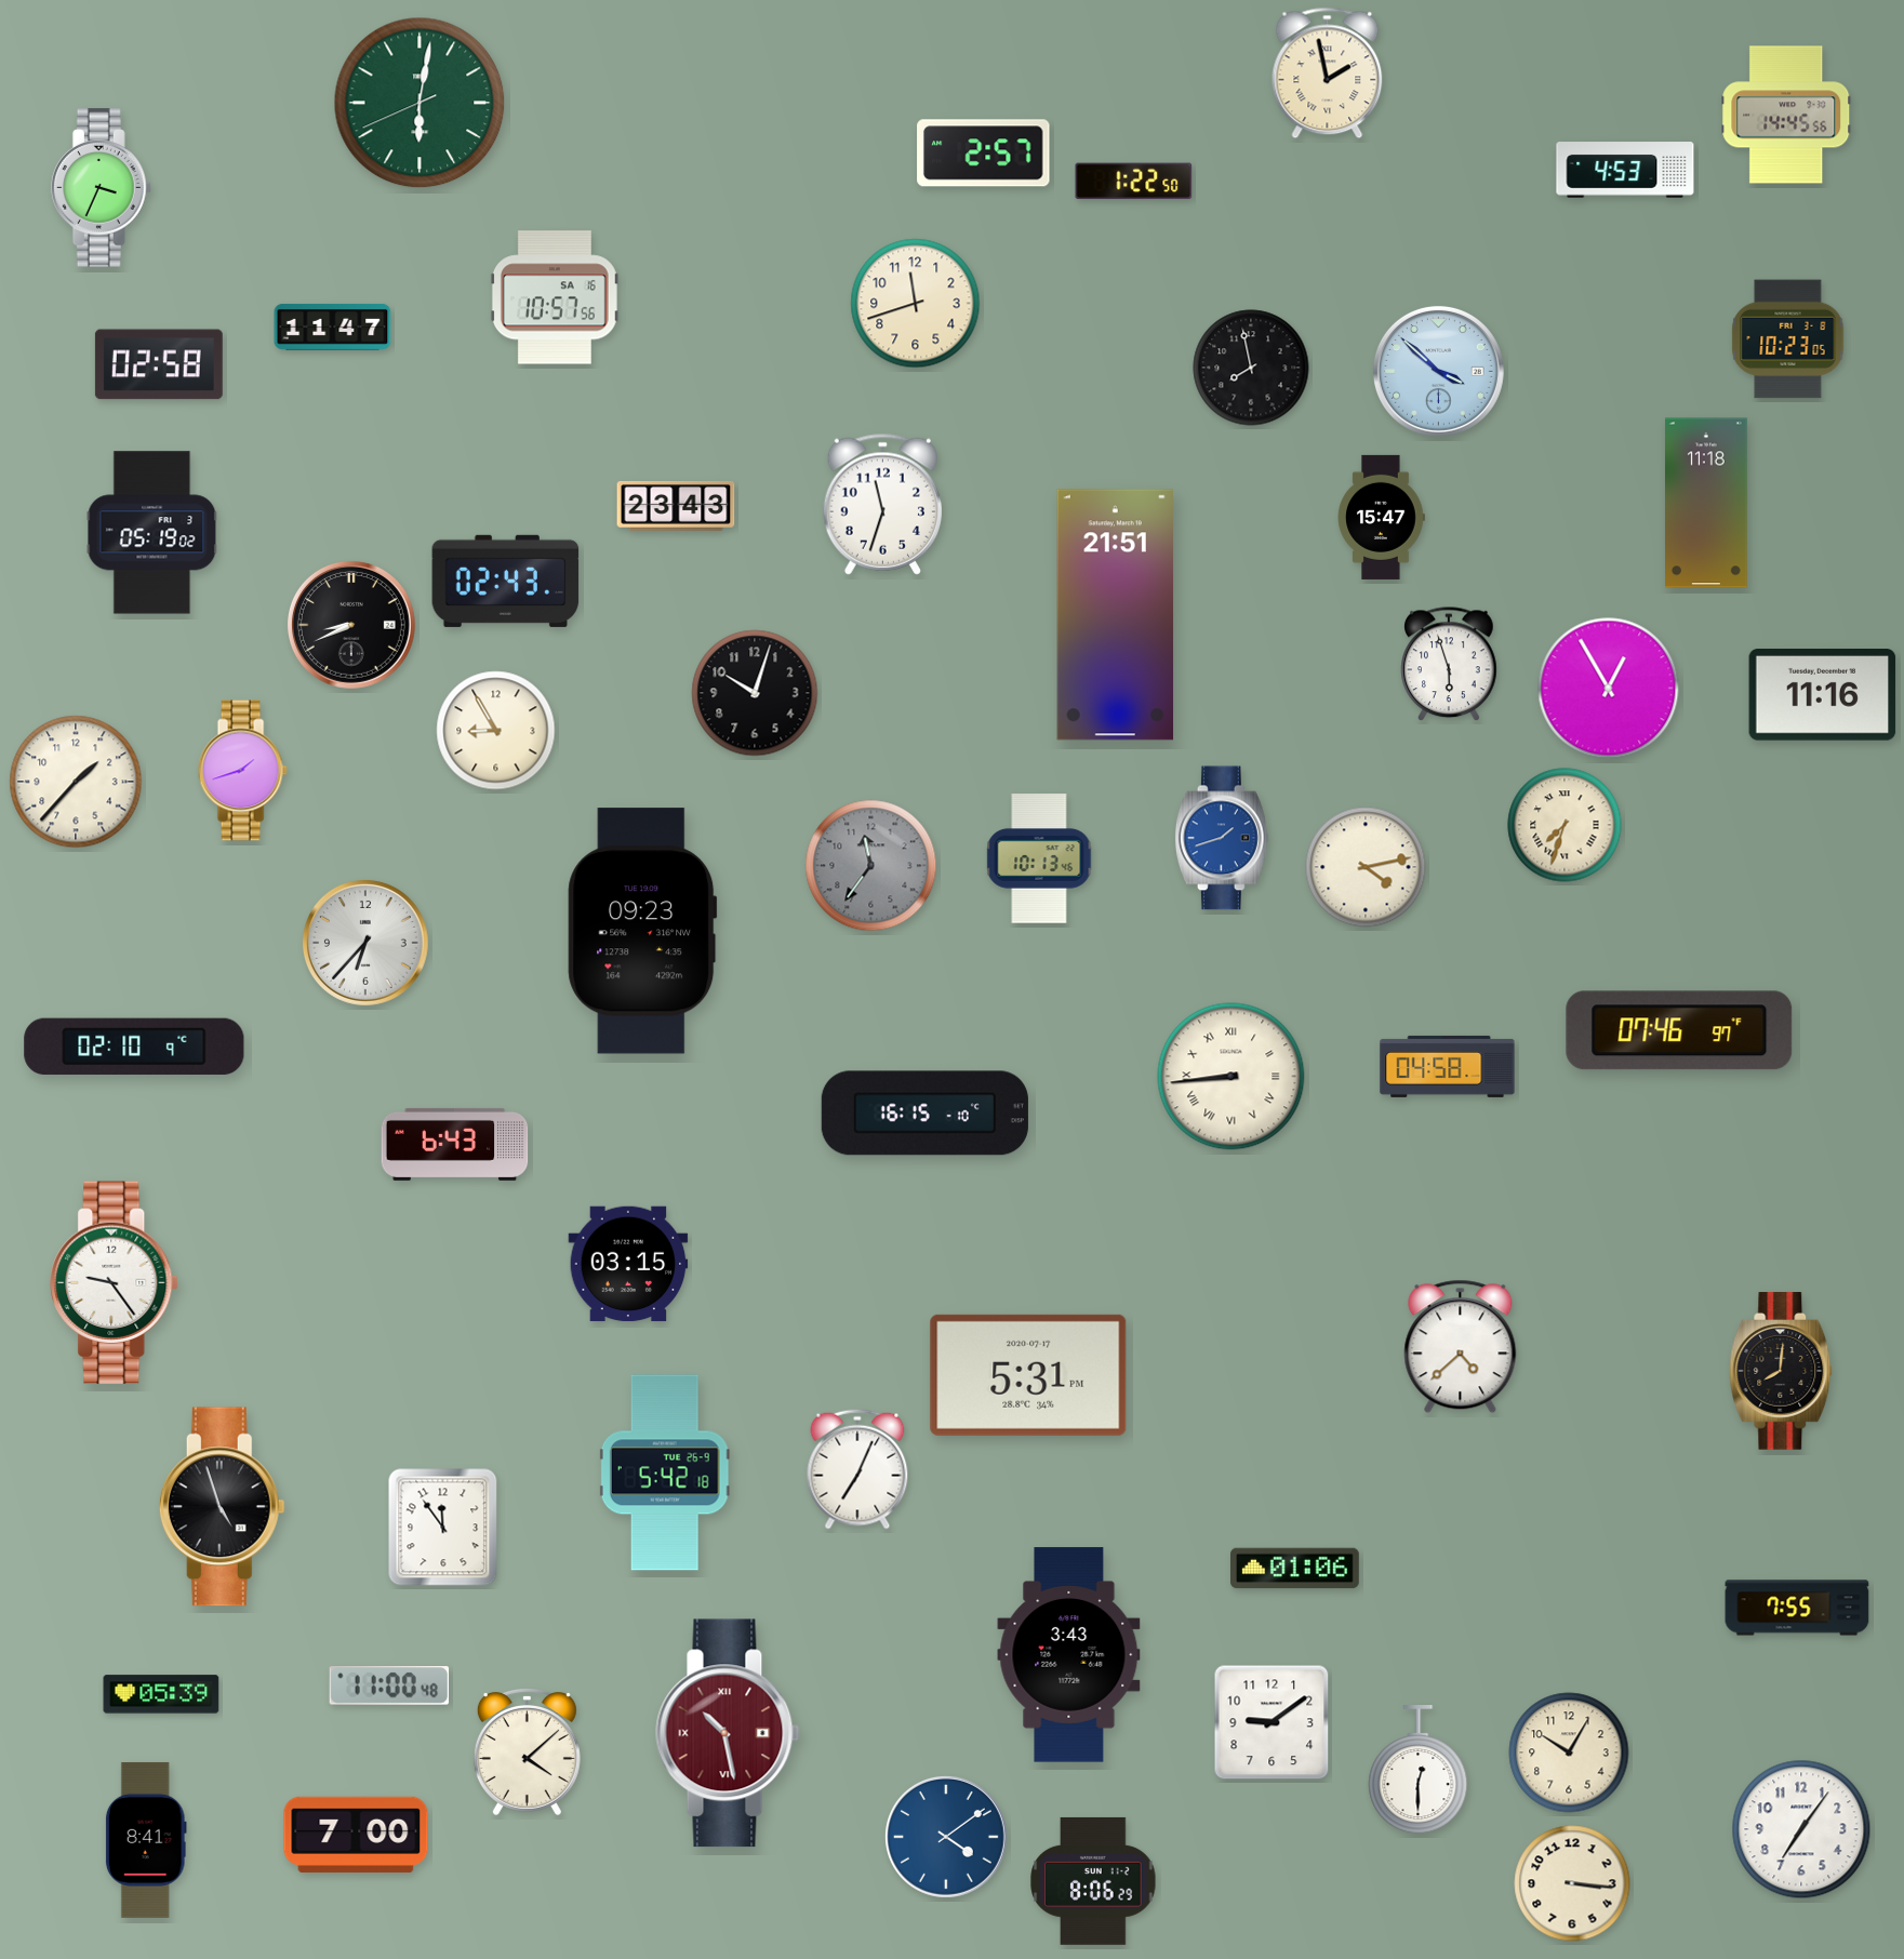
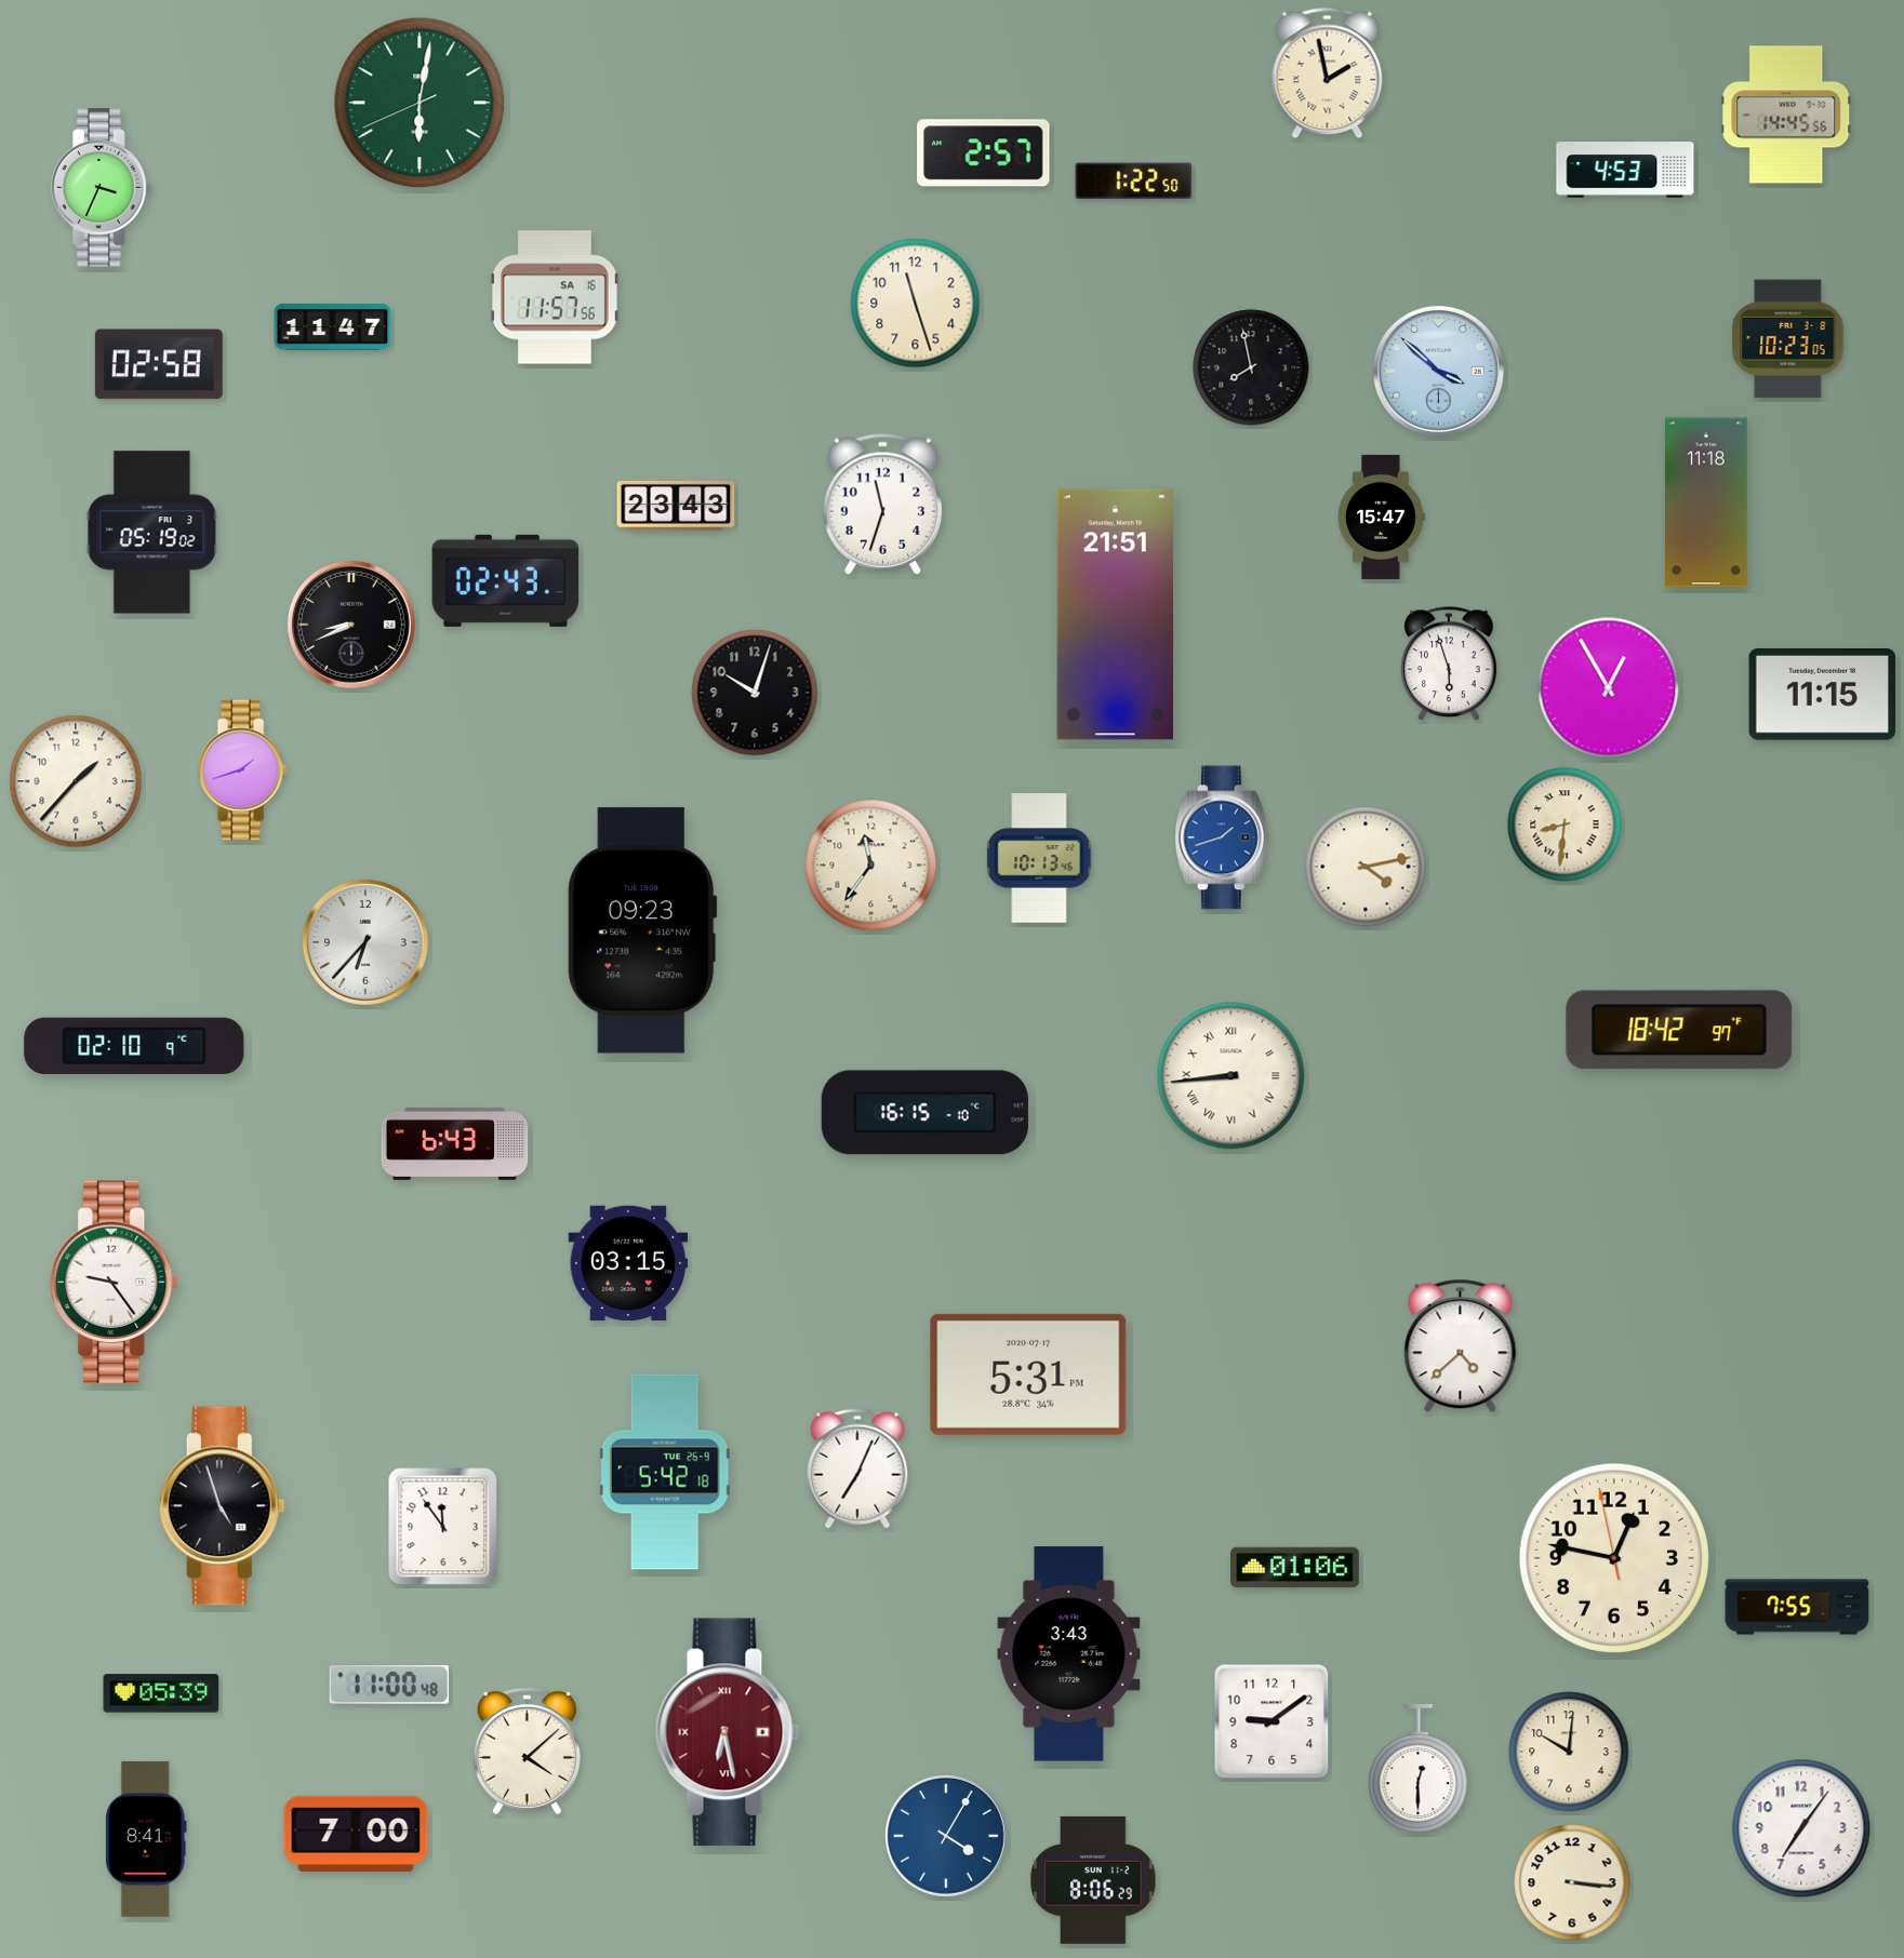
clock at (555, 297): 10:57 -> 11:57
clock at (916, 304): 11:42 -> 11:27
clock at (1823, 695): 11:16 -> 11:15
clock at (496, 731): 8:55 -> none
clock at (1565, 825): 7:33 -> 8:31
clock at (871, 866) dial: grey -> cream
clock at (1679, 1030): 07:46 -> 18:42
clock at (1448, 1066): 04:58 -> none
clock at (1781, 1371): 8:01 -> none
clock at (1614, 1558): none -> 12:46
clock at (728, 1733): 10:28 -> 6:28
clock at (1569, 1753): 10:05 -> 10:01
clock at (946, 1837): 4:09 -> 4:05
